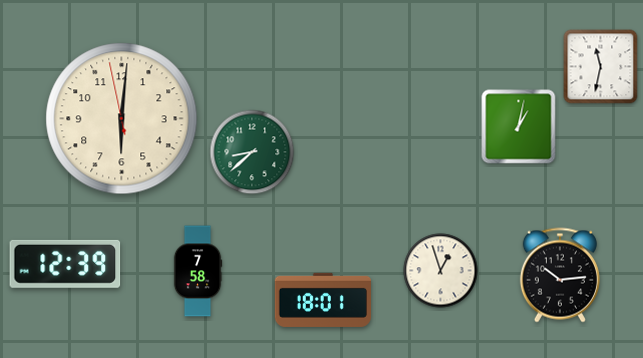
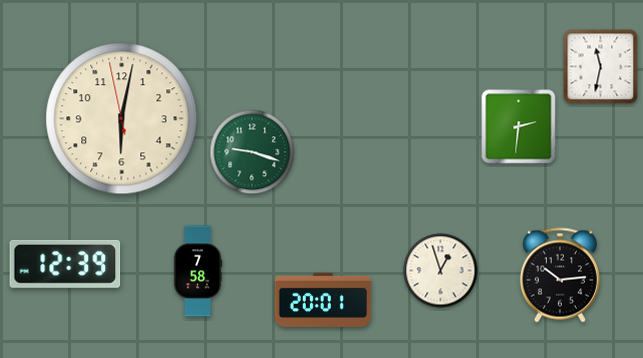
clock at (122, 119): 6:00 -> 6:01
clock at (519, 127): 1:02 -> 2:31
clock at (252, 152): 8:38 -> 9:18
clock at (323, 300): 18:01 -> 20:01
